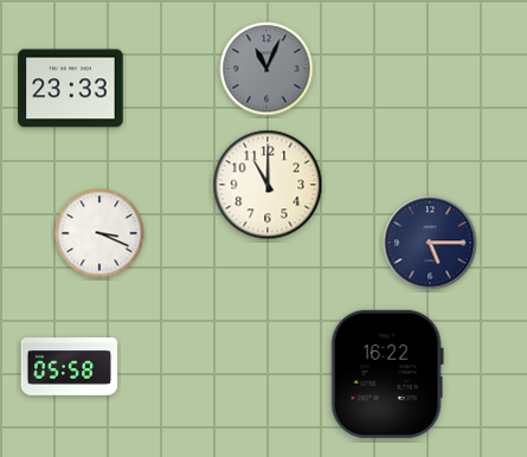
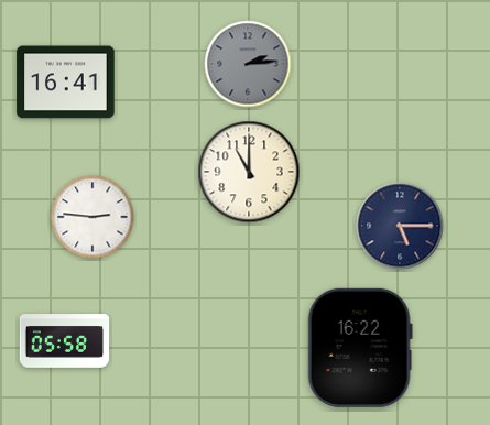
clock at (266, 69): 11:04 -> 2:14
clock at (71, 89): 23:33 -> 16:41
clock at (99, 233): 3:19 -> 2:46
